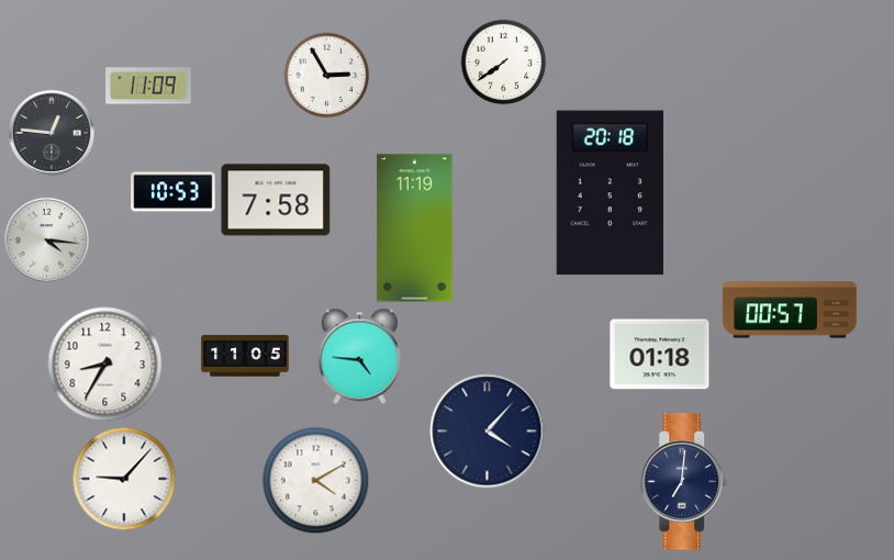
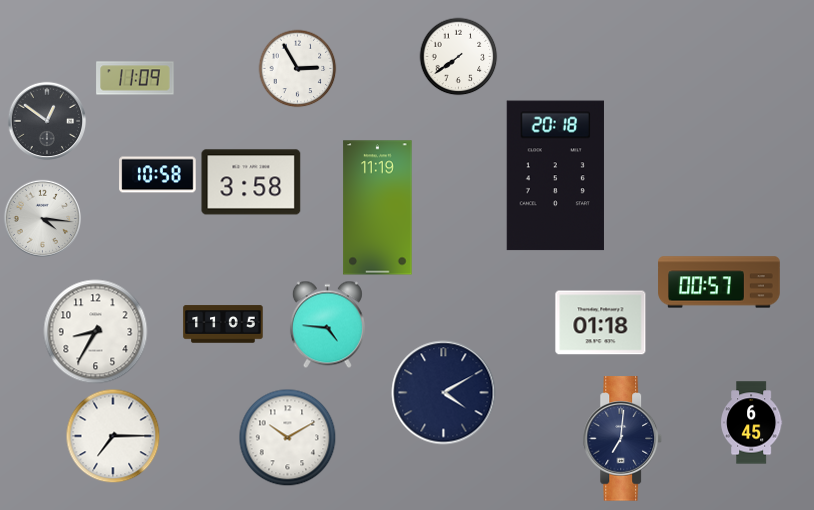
clock at (52, 133): 12:46 -> 12:51
clock at (174, 192): 10:53 -> 10:58
clock at (276, 200): 7:58 -> 3:58
clock at (488, 432): 4:07 -> 4:10
clock at (752, 423): none -> 6:45
clock at (124, 479): 9:07 -> 7:15
clock at (315, 480): 4:10 -> 10:10
